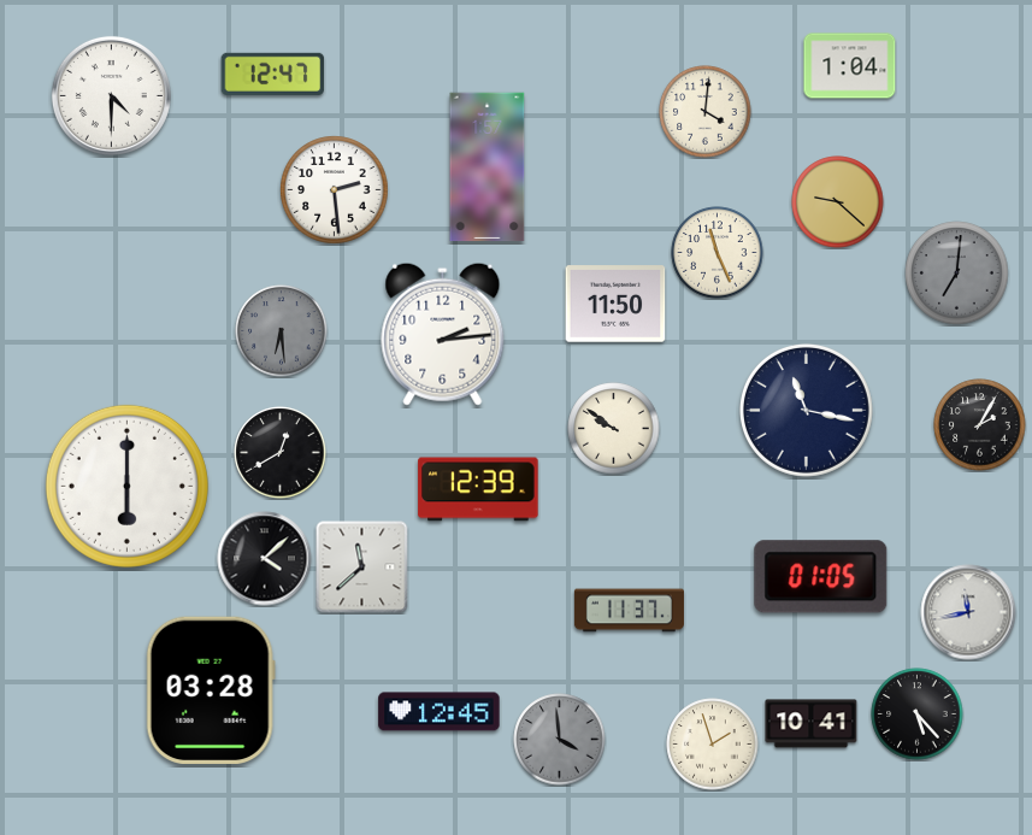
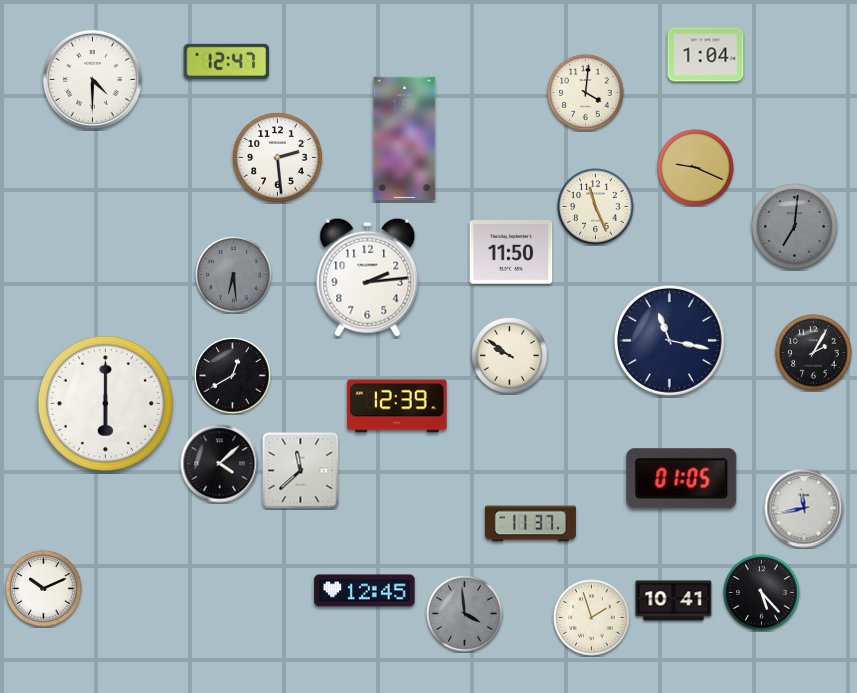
clock at (838, 202): 9:22 -> 9:19
clock at (718, 253) position: (718, 253) -> (596, 207)
clock at (629, 611) position: (629, 611) -> (530, 524)
clock at (211, 689): 03:28 -> none
clock at (44, 589): none -> 10:11
